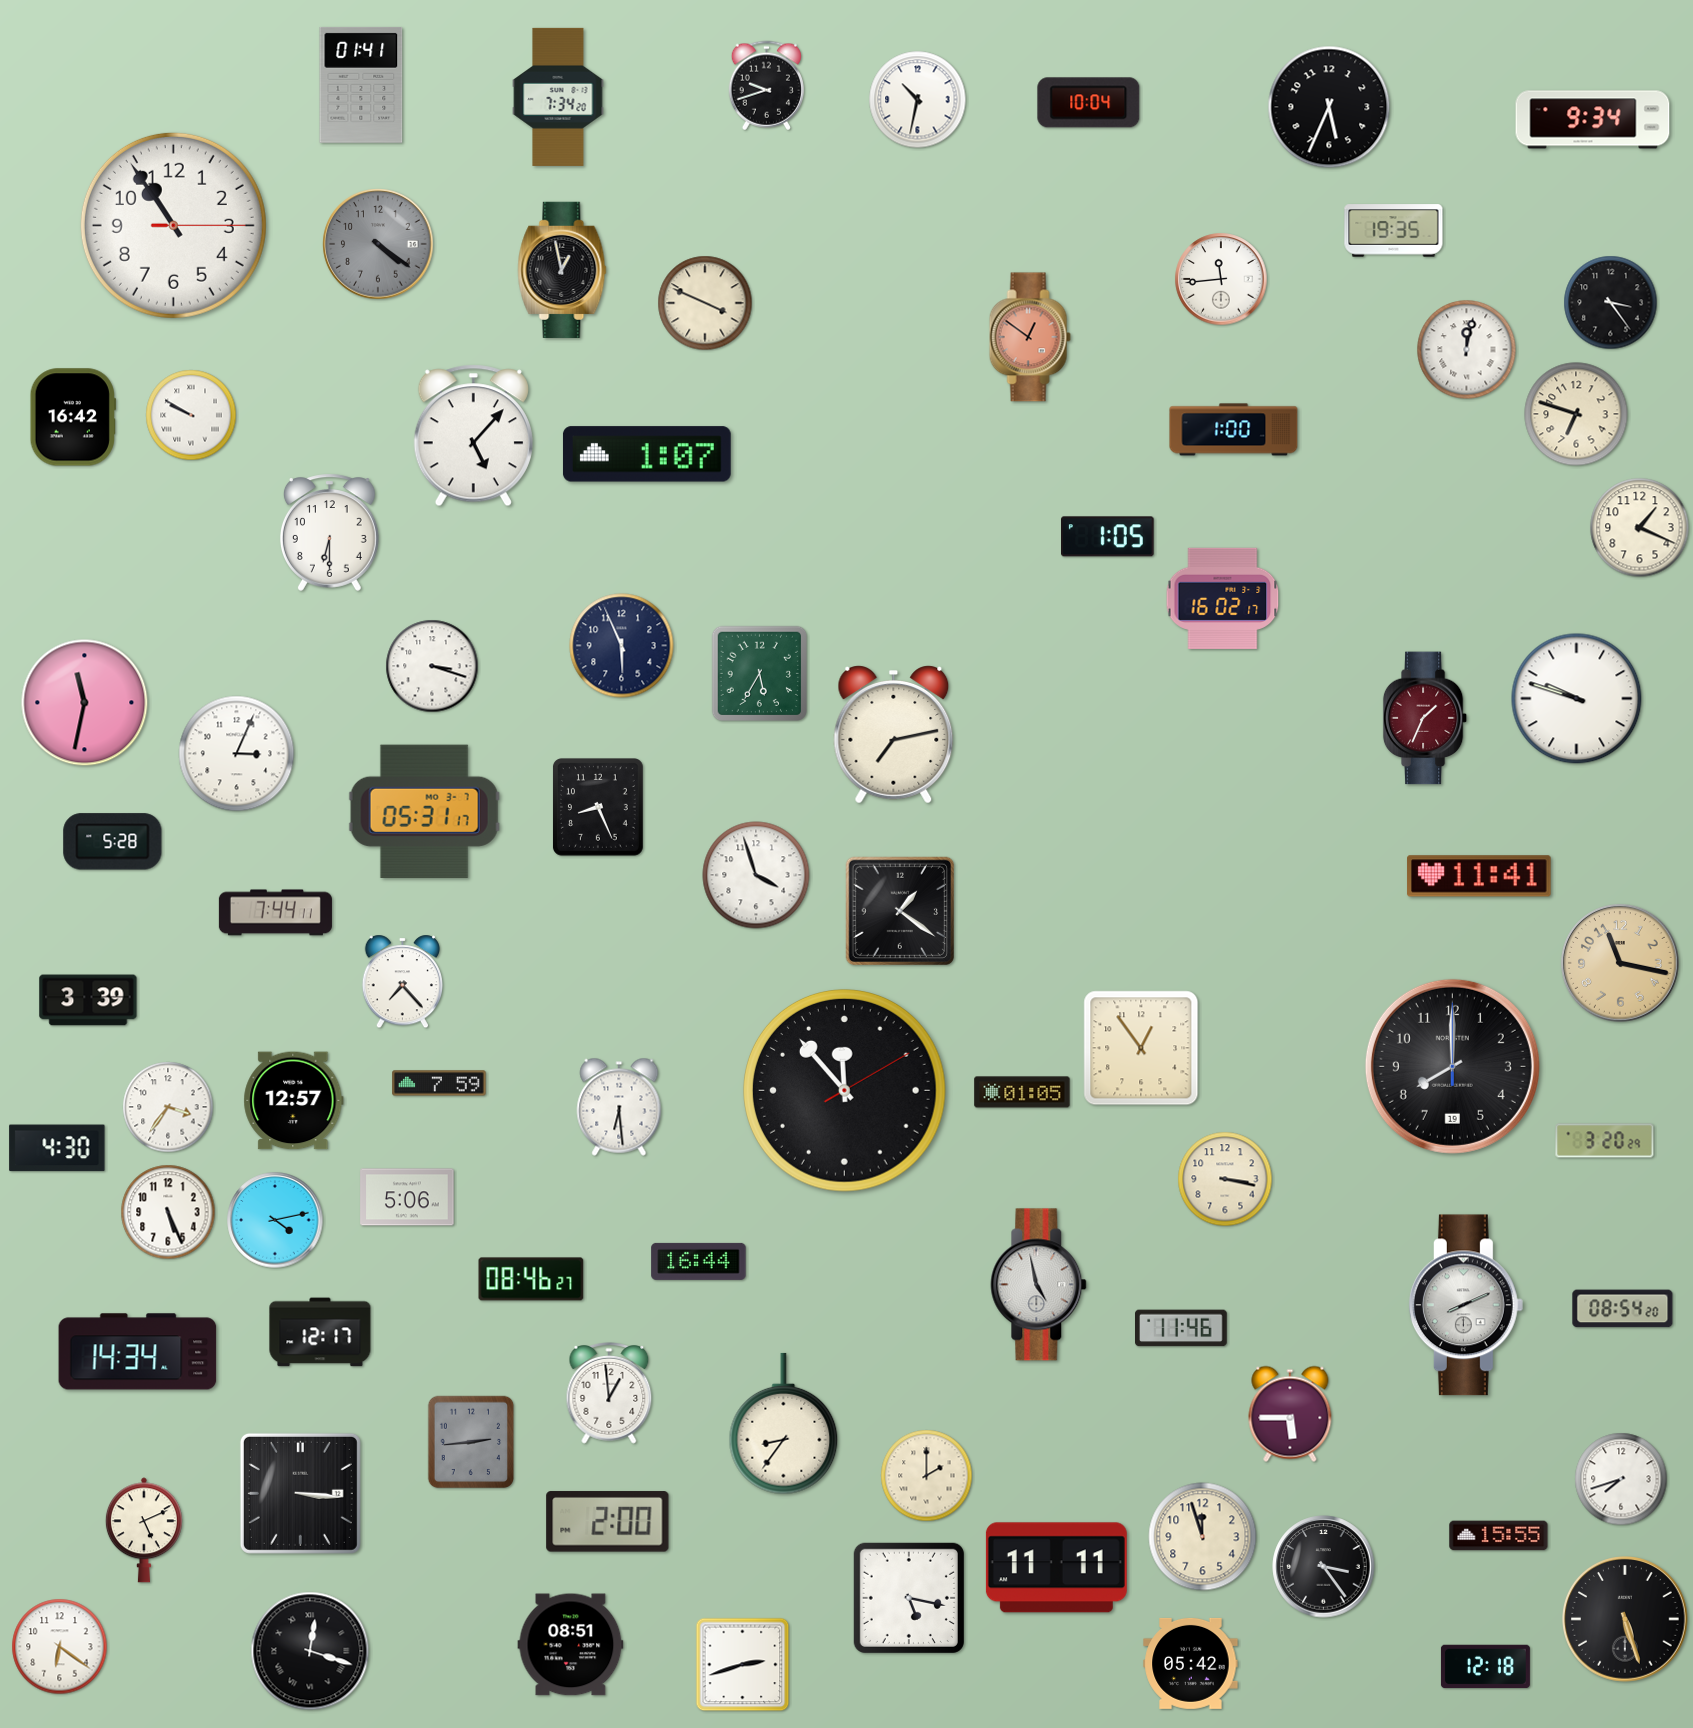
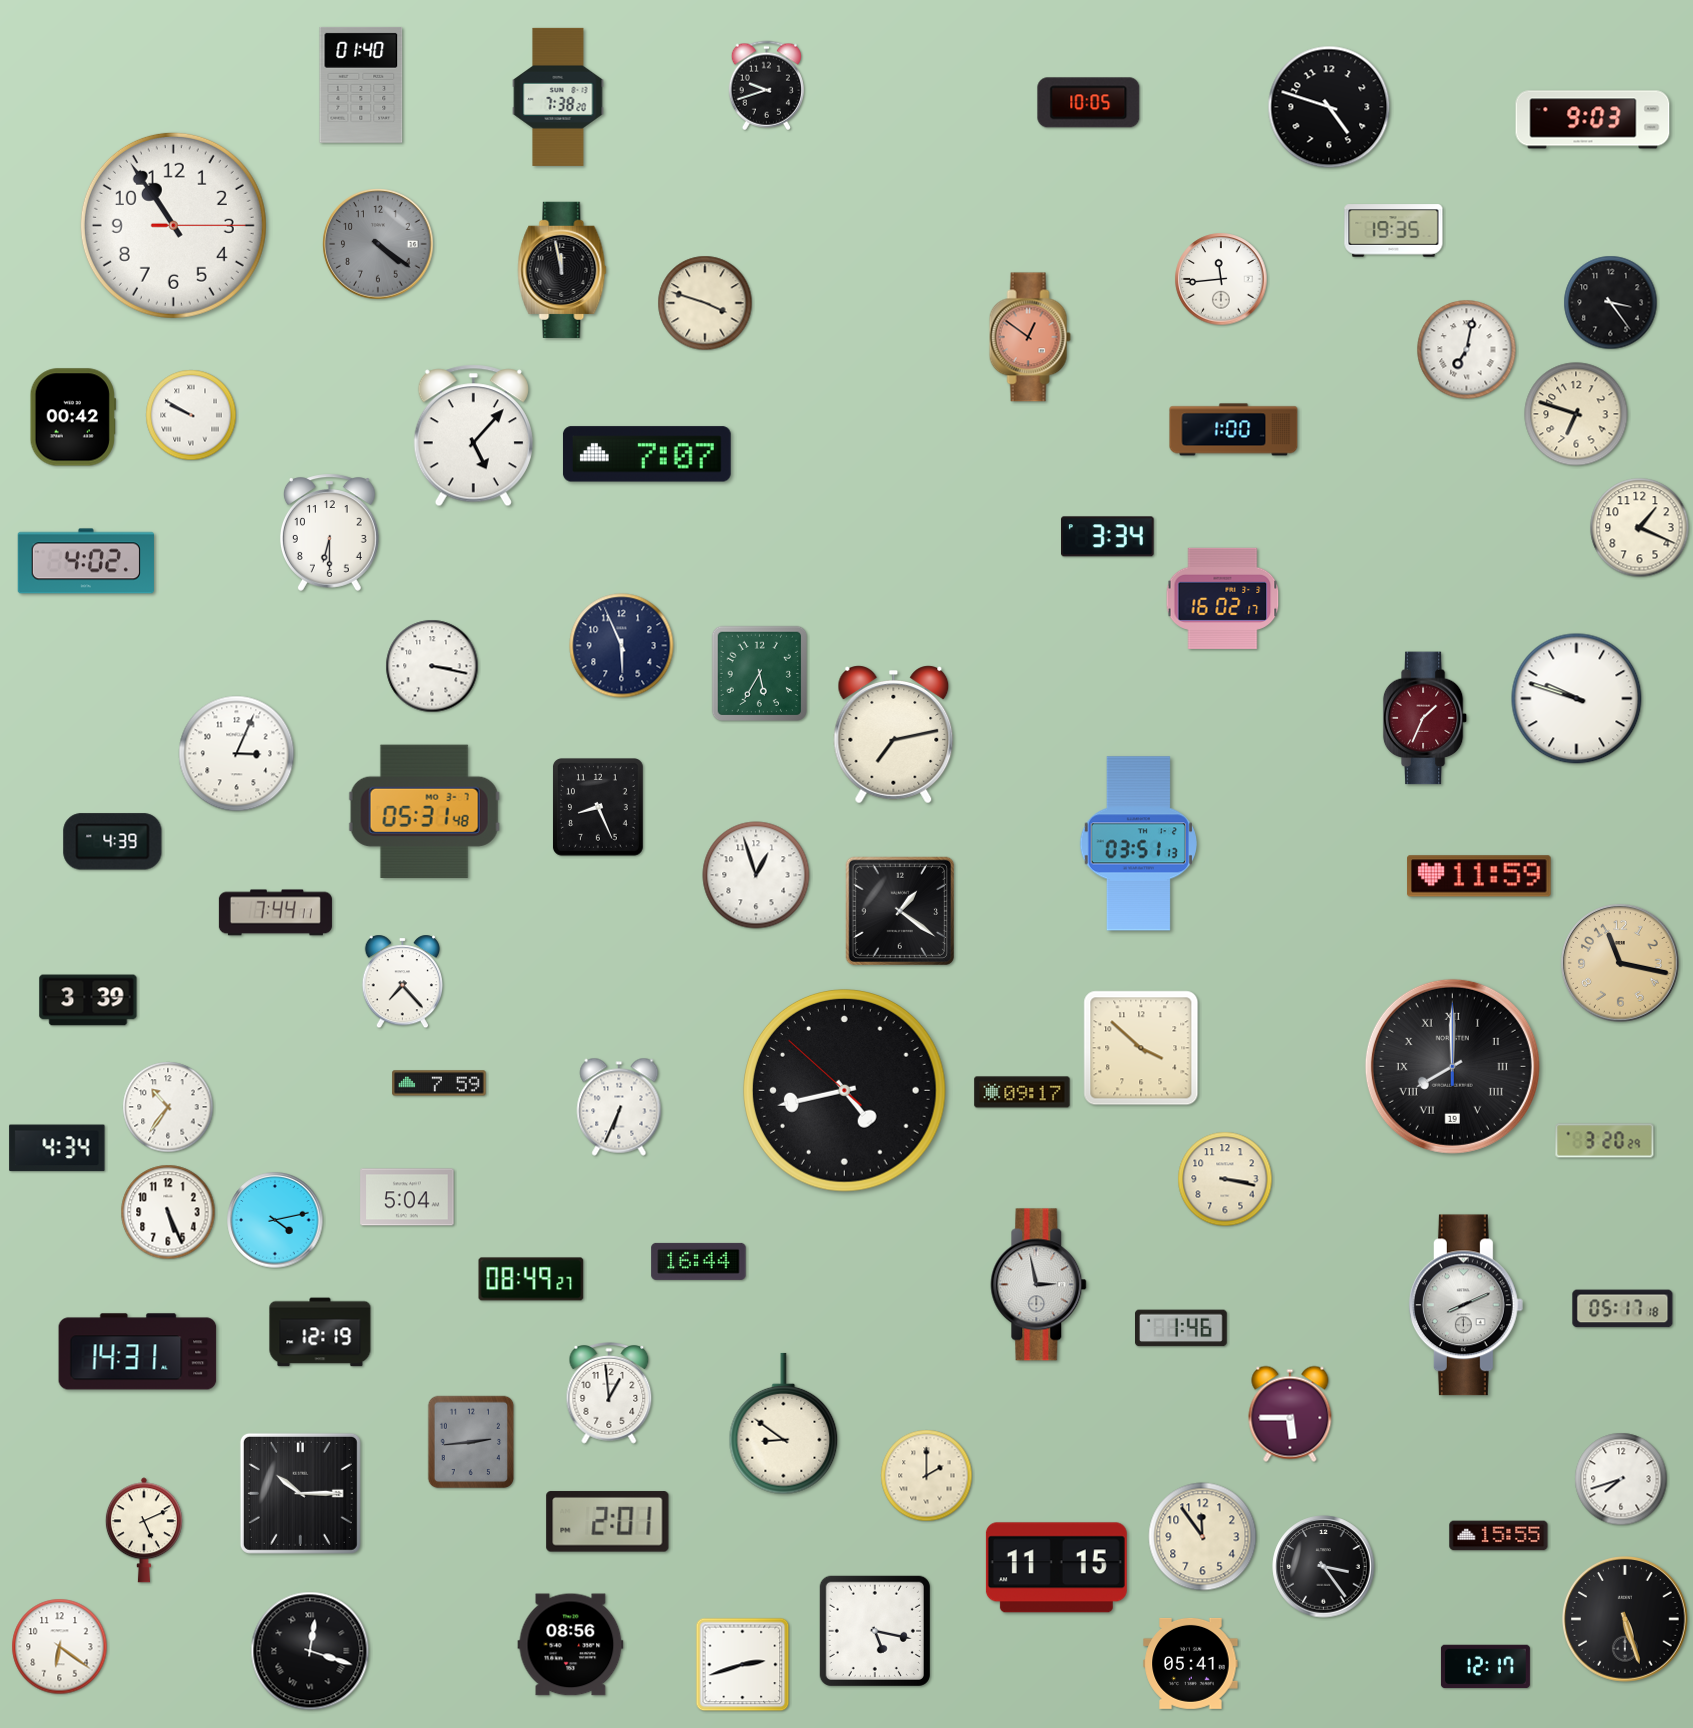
clock at (361, 85): 01:41 -> 01:40
clock at (558, 97): 7:34 -> 7:38
clock at (918, 100): 10:32 -> none
clock at (1089, 103): 10:04 -> 10:05
clock at (1329, 107): 5:34 -> 4:48
clock at (1593, 120): 9:34 -> 9:03
clock at (562, 270): 12:58 -> 11:58
clock at (705, 303): 3:49 -> 3:48
clock at (1467, 350): 12:02 -> 7:02
clock at (73, 417): 16:42 -> 00:42
clock at (647, 454): 1:07 -> 7:07
clock at (1108, 537): 1:05 -> 3:34
clock at (86, 561): none -> 4:02
clock at (432, 666): 3:18 -> 3:17
clock at (85, 703): 11:32 -> none
clock at (424, 811): 05:31:17 -> 05:31:48
clock at (113, 842): 5:28 -> 4:39
clock at (1138, 844): none -> 03:51
clock at (756, 875): 3:57 -> 12:57
clock at (1479, 876): 11:41 -> 11:59
clock at (1141, 1048): 12:54 -> 3:52
clock at (1452, 1066) numerals: Arabic -> Roman
clock at (845, 1091): 11:53 -> 4:42
clock at (1022, 1092): 01:05 -> 09:17
clock at (294, 1101): 12:57 -> none
clock at (168, 1107): 3:36 -> 10:36
clock at (619, 1107): 6:29 -> 6:34
clock at (57, 1148): 4:30 -> 4:34
clock at (407, 1197): 5:06 -> 5:04
clock at (531, 1279): 08:46 -> 08:49
clock at (1039, 1285): 4:58 -> 2:58
clock at (1623, 1309): 08:54 -> 05:17
clock at (1182, 1328): 11:46 -> 1:46
clock at (320, 1332): 12:17 -> 12:19
clock at (138, 1352): 14:34 -> 14:31
clock at (784, 1424): 8:36 -> 8:51
clock at (300, 1493): 3:16 -> 10:15
clock at (608, 1522): 2:00 -> 2:01
clock at (1203, 1537): 11:57 -> 11:54
clock at (1056, 1568): 11:11 -> 11:15
clock at (909, 1598) position: (909, 1598) -> (875, 1631)
clock at (571, 1645): 08:51 -> 08:56
clock at (1191, 1663): 05:42 -> 05:41
clock at (1485, 1667): 12:18 -> 12:17
